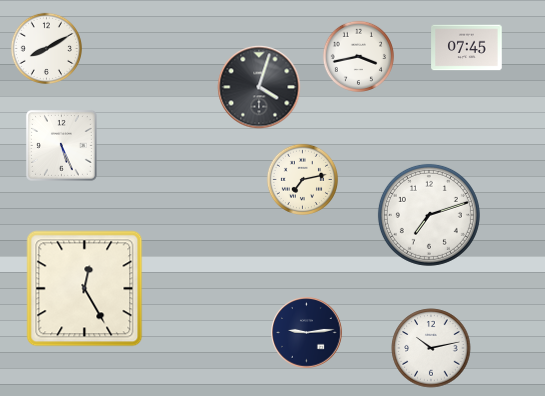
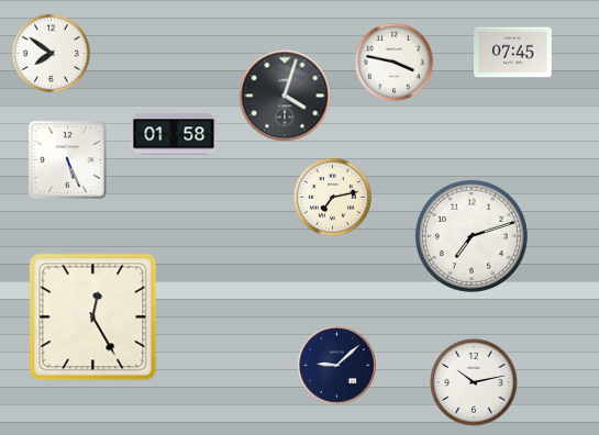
clock at (46, 48): 8:10 -> 7:51
clock at (358, 56): 3:43 -> 3:47
clock at (174, 134): none -> 01:58
clock at (307, 333): 9:14 -> 9:08
